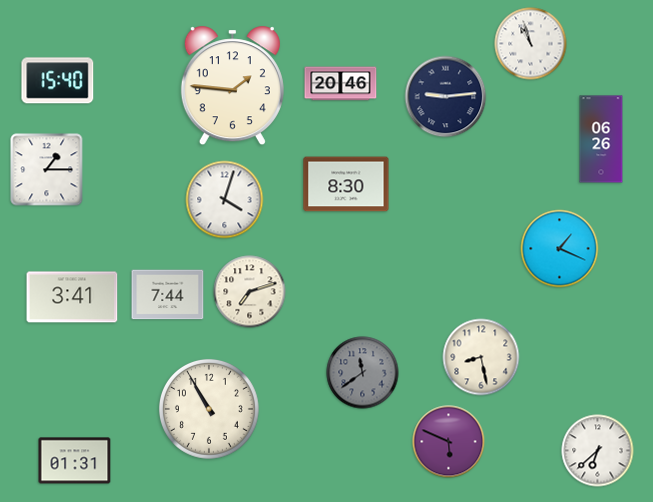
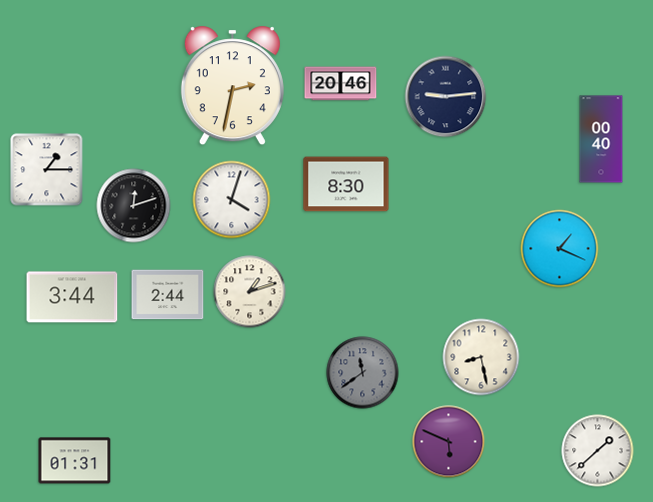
clock at (531, 44): 10:57 -> none
clock at (58, 81): 15:40 -> none
clock at (232, 86): 1:46 -> 2:32
clock at (601, 139): 06:26 -> 00:40
clock at (225, 200) position: (225, 200) -> (232, 200)
clock at (134, 206): none -> 12:12
clock at (250, 292): 7:12 -> 1:12
clock at (168, 295): 7:44 -> 2:44
clock at (72, 297): 3:41 -> 3:44
clock at (209, 409): 10:55 -> none
clock at (598, 451): 6:38 -> 1:38
